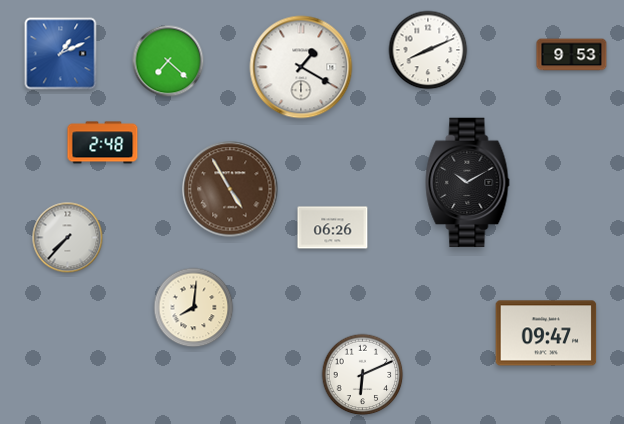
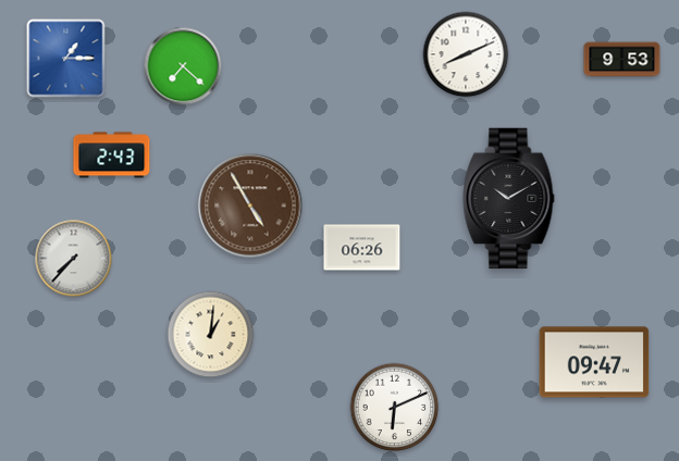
clock at (61, 54): 1:11 -> 1:15
clock at (301, 67): 1:20 -> none
clock at (103, 143): 2:48 -> 2:43
clock at (194, 308): 8:01 -> 1:01
